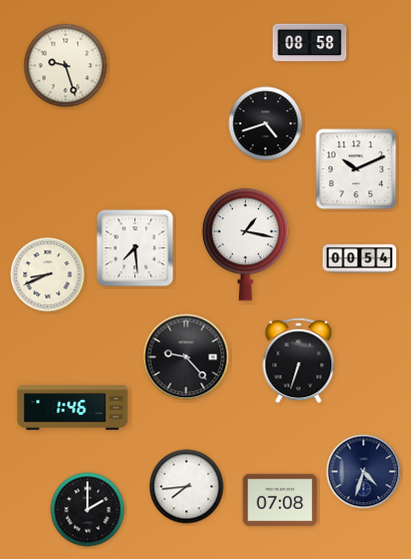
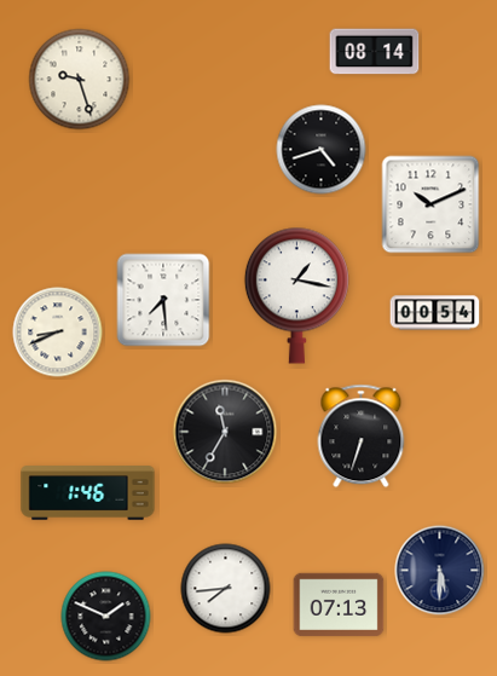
clock at (310, 43): 08:58 -> 08:14
clock at (186, 357): 9:23 -> 11:35
clock at (364, 472): 4:33 -> 5:30
clock at (280, 500): 07:08 -> 07:13
clock at (88, 510): 2:00 -> 1:49
